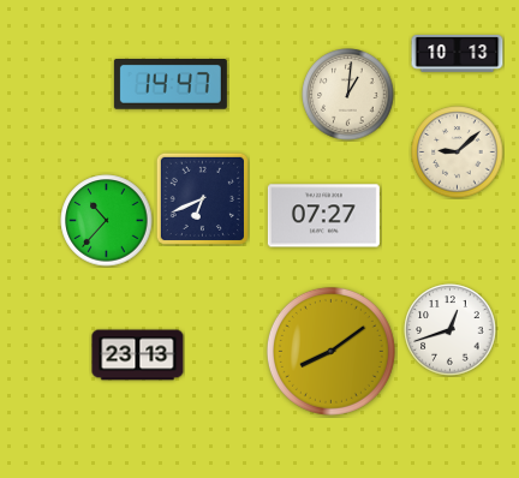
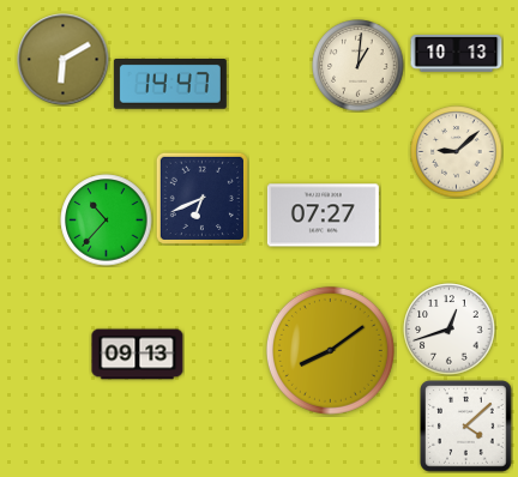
clock at (64, 60): none -> 6:10
clock at (348, 95) position: (348, 95) -> (359, 66)
clock at (138, 355): 23:13 -> 09:13
clock at (466, 427): none -> 4:08
